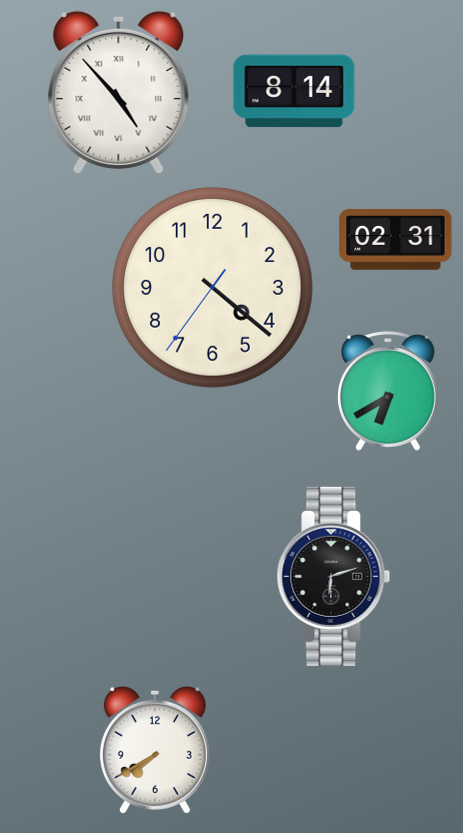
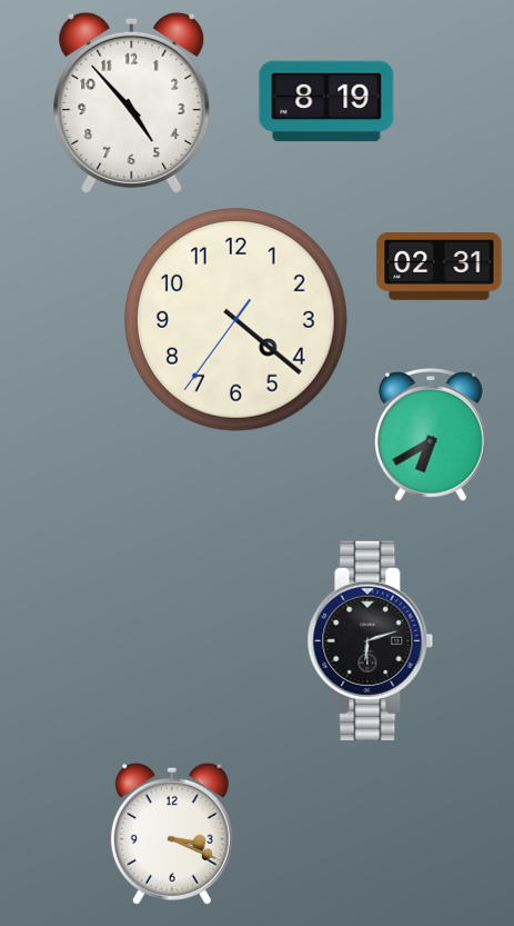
clock at (294, 91): 8:14 -> 8:19
clock at (119, 92) numerals: Roman -> Arabic
clock at (155, 750): 7:40 -> 3:19
